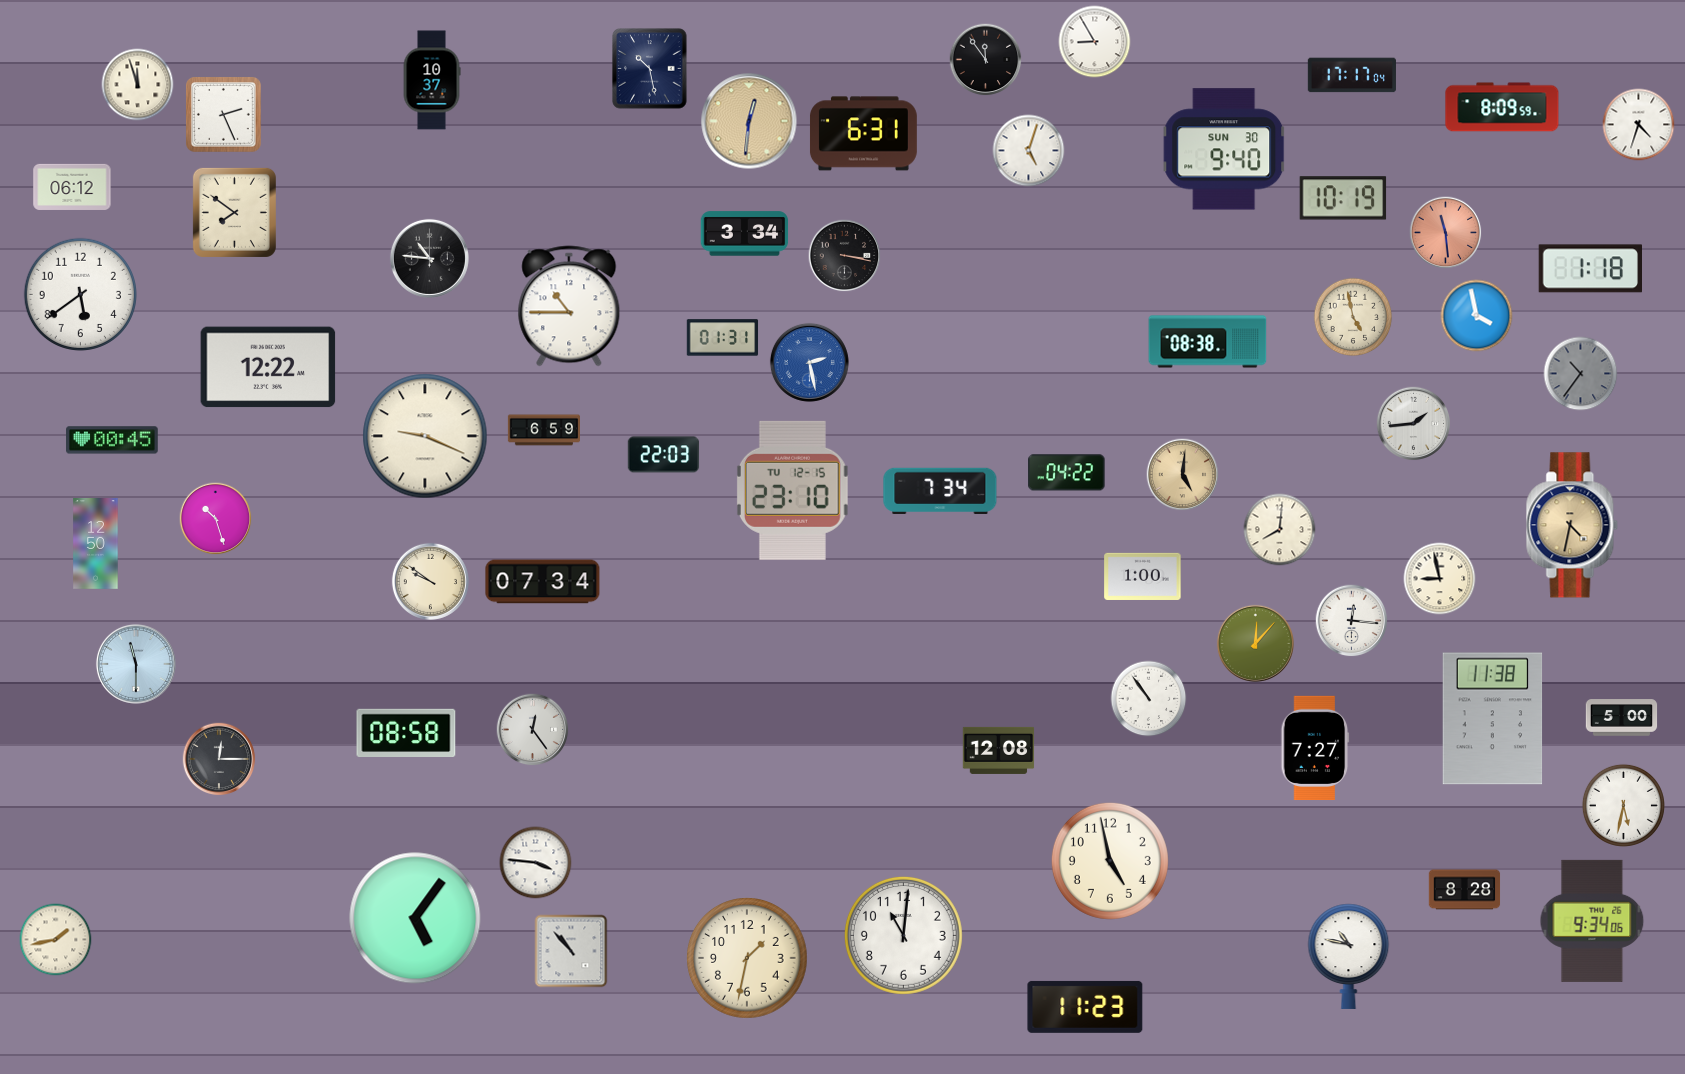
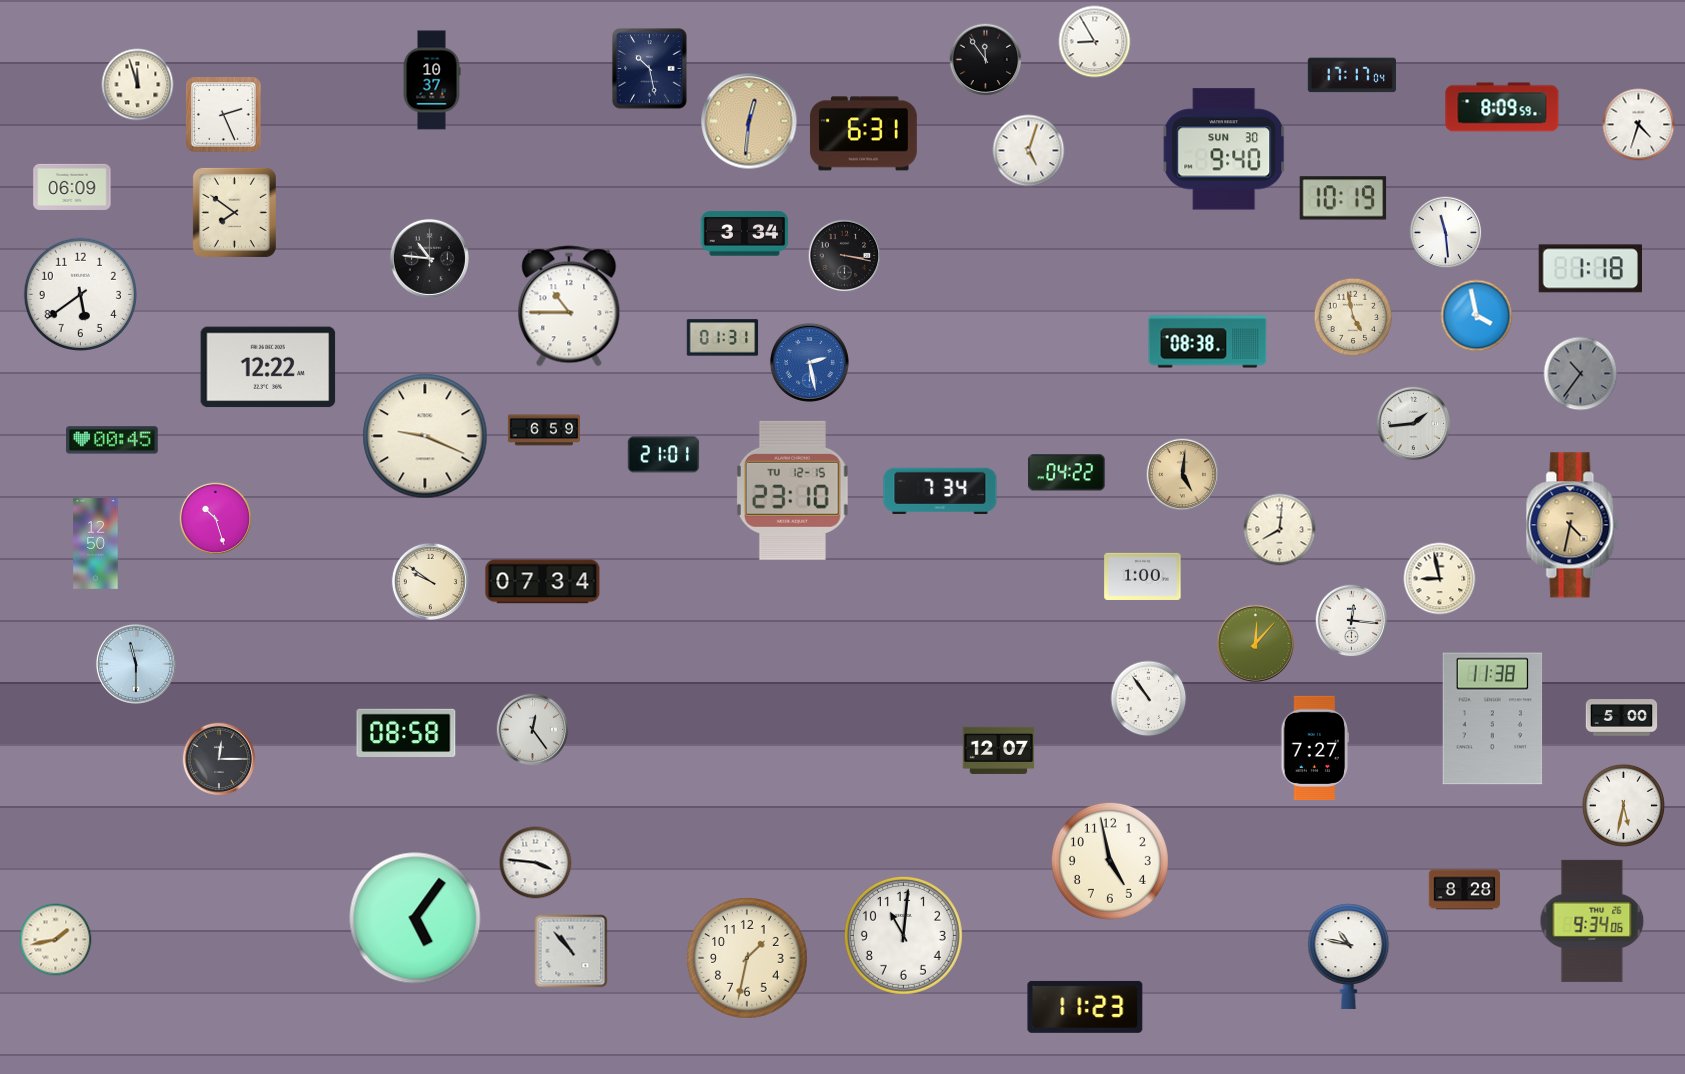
clock at (72, 187): 06:12 -> 06:09
clock at (1446, 233) dial: salmon -> white
clock at (664, 455): 22:03 -> 21:01
clock at (999, 750): 12:08 -> 12:07
